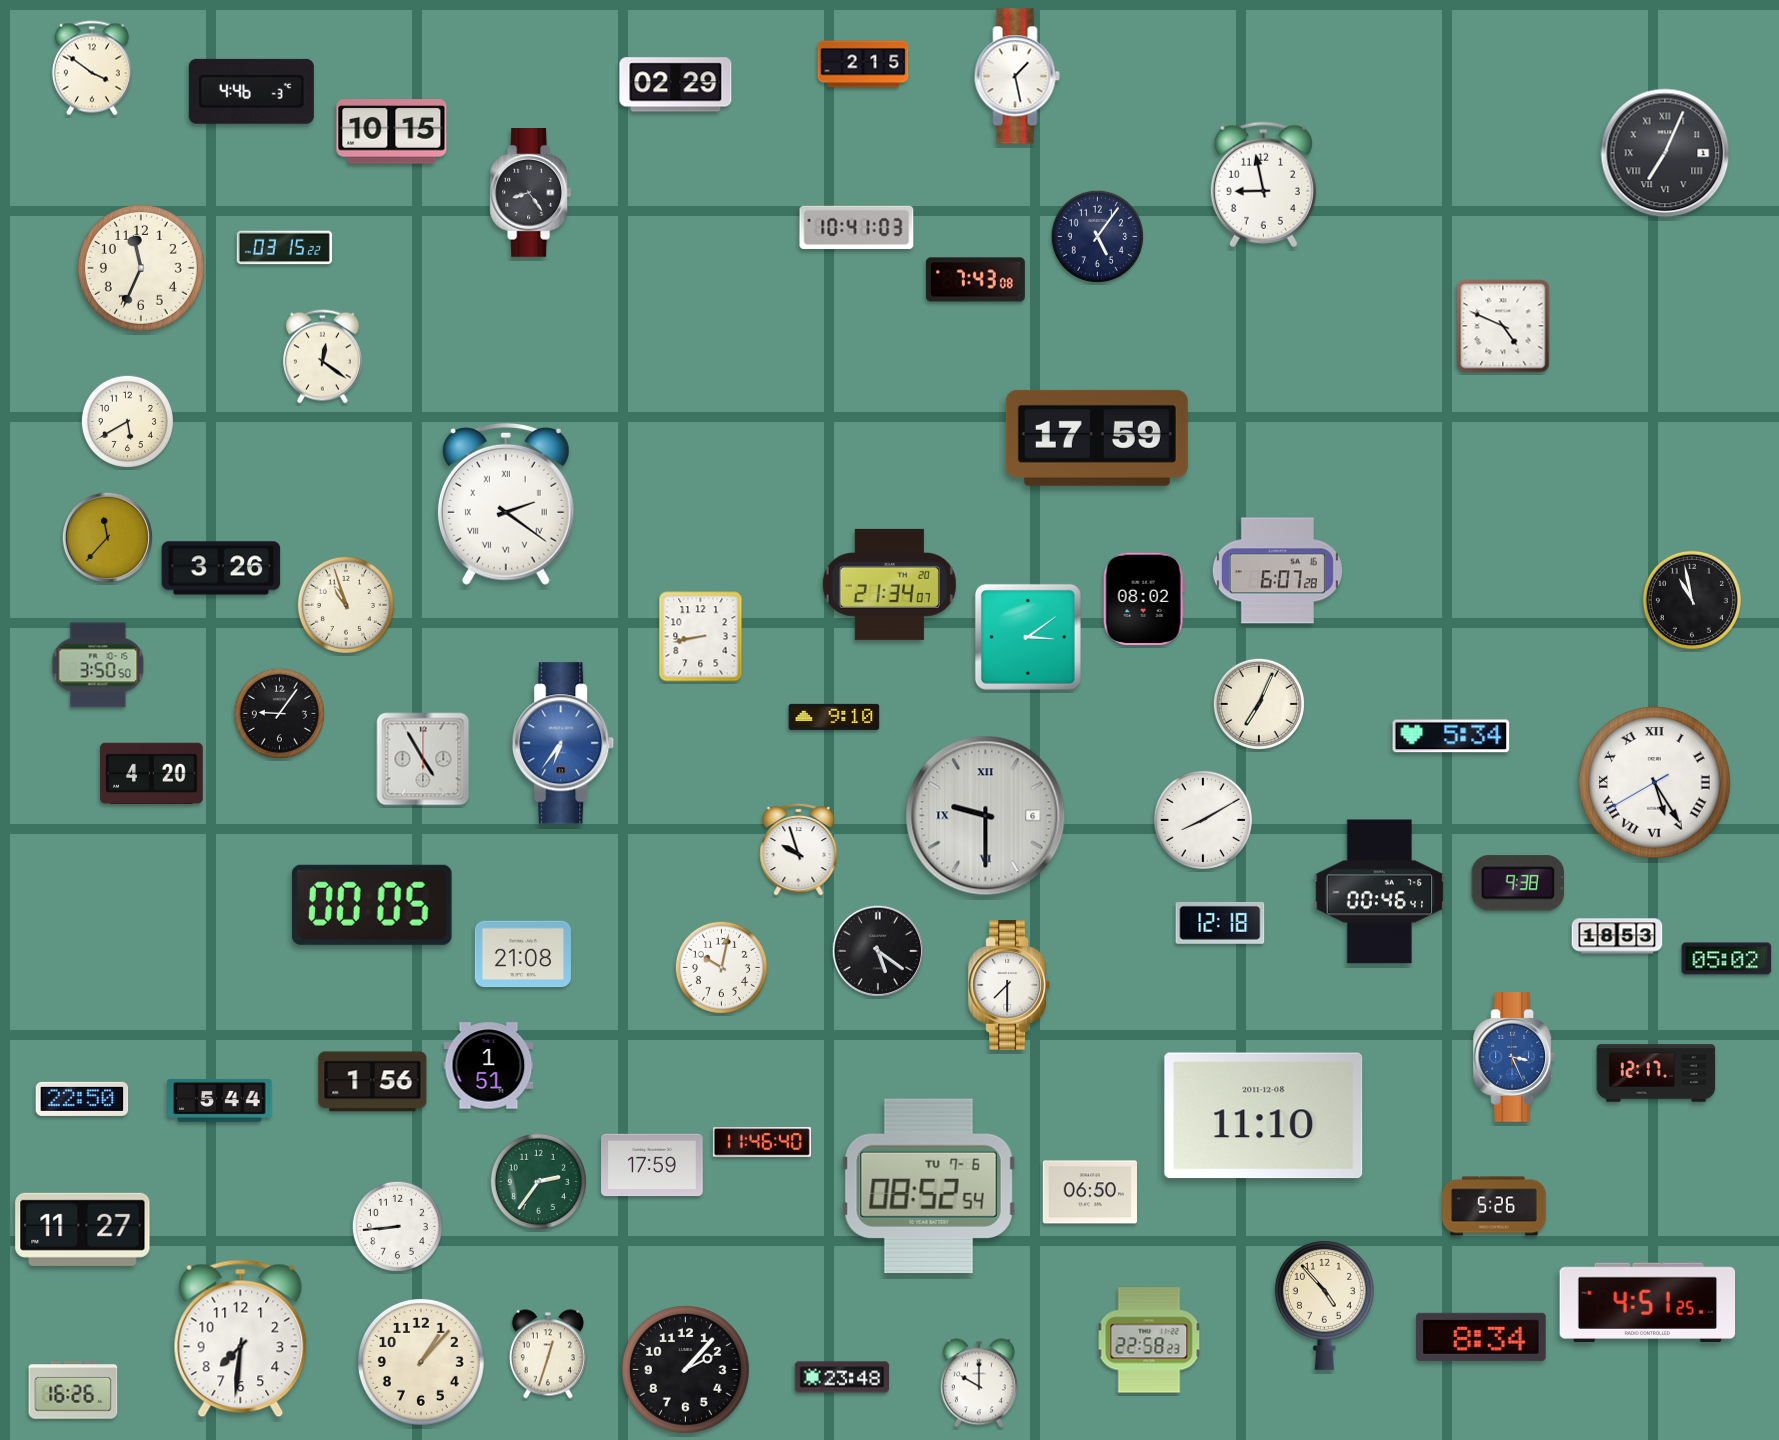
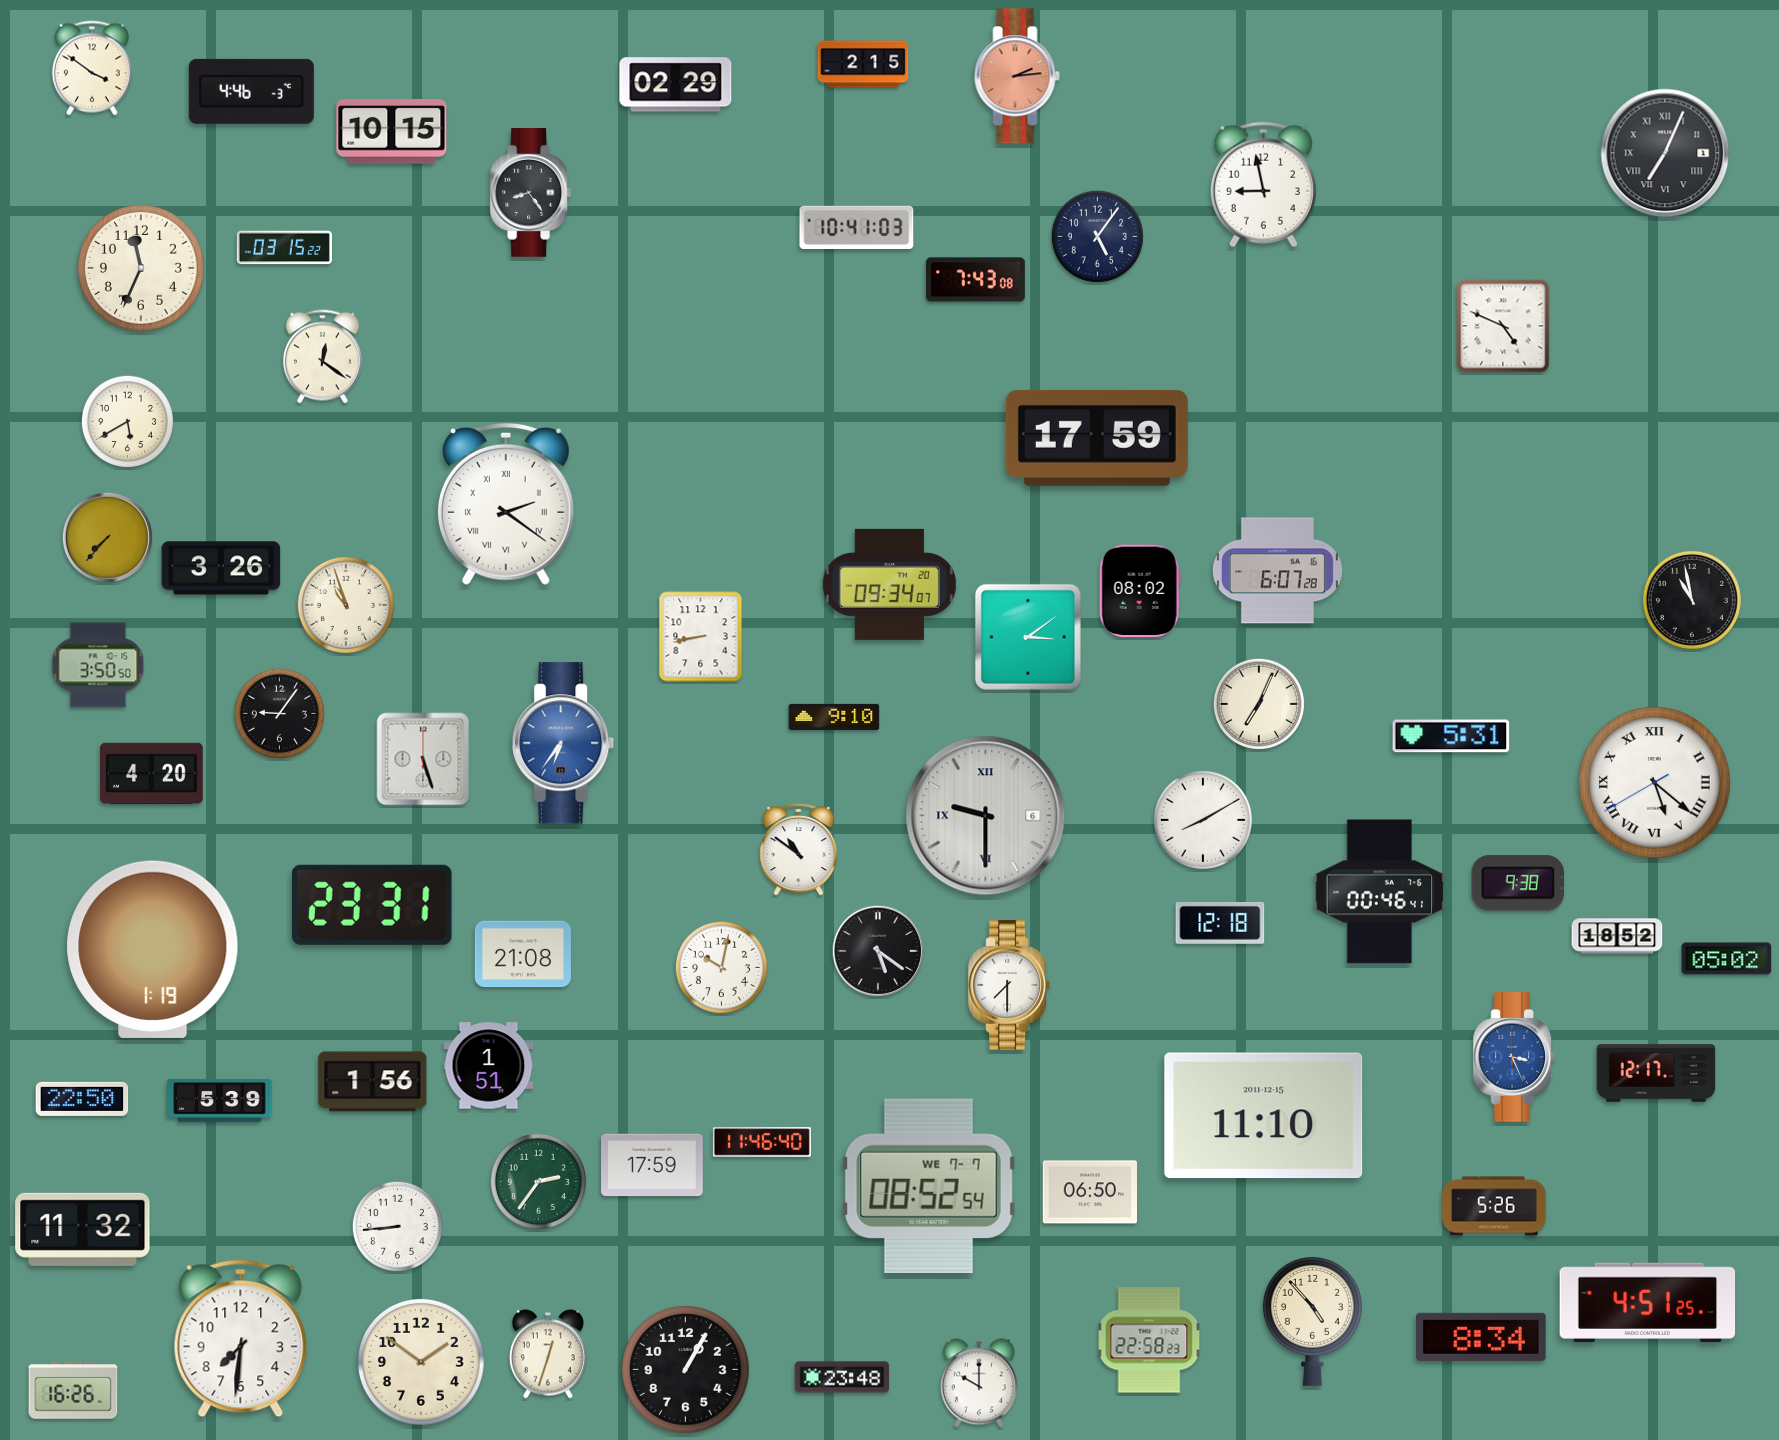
clock at (1017, 76): 1:28 -> 2:14
clock at (1017, 76) dial: white -> salmon
clock at (107, 537): 11:37 -> 7:37
clock at (889, 584): 21:34 -> 09:34
clock at (1144, 599) position: (1144, 599) -> (1140, 591)
clock at (1451, 736): 5:34 -> 5:31
clock at (423, 759): 4:55 -> 5:27
clock at (1655, 783): 5:24 -> 5:21
clock at (799, 849): 9:57 -> 10:51
clock at (373, 905): 00:05 -> 23:31
clock at (1617, 936): 18:53 -> 18:52
clock at (153, 949): none -> 1:19
clock at (220, 1101): 5:44 -> 5:39
clock at (1264, 1115) date: 2011-12-08 -> 2011-12-15
clock at (929, 1185) date: TU 7-6 -> WE 7-7
clock at (83, 1229): 11:27 -> 11:32
clock at (1324, 1305) position: (1324, 1305) -> (1312, 1321)
clock at (421, 1362): 1:07 -> 1:51
clock at (685, 1369): 2:07 -> 1:05
